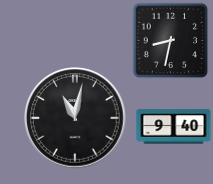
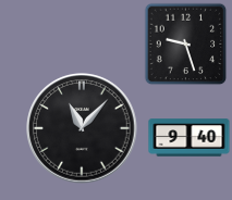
clock at (171, 41): 8:32 -> 9:27
clock at (75, 118): 11:02 -> 11:07
